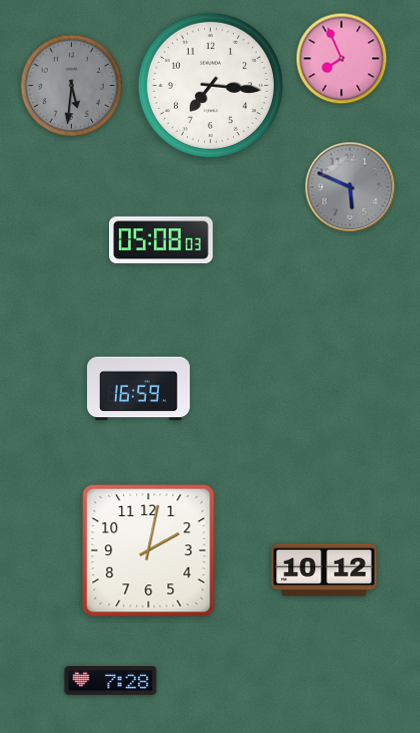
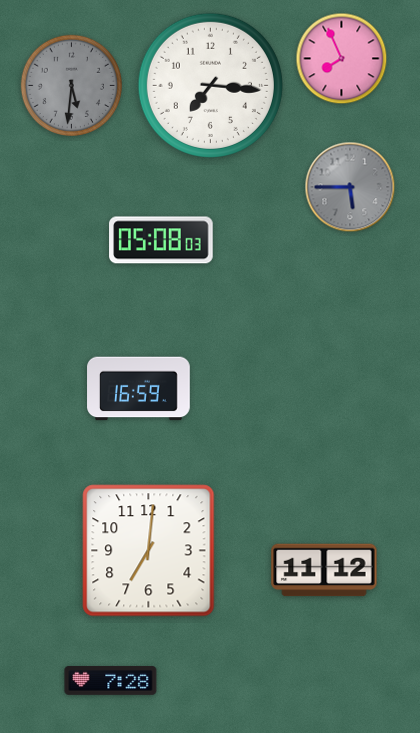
clock at (350, 187): 5:49 -> 5:45
clock at (149, 551): 2:02 -> 7:01
clock at (324, 570): 10:12 -> 11:12
